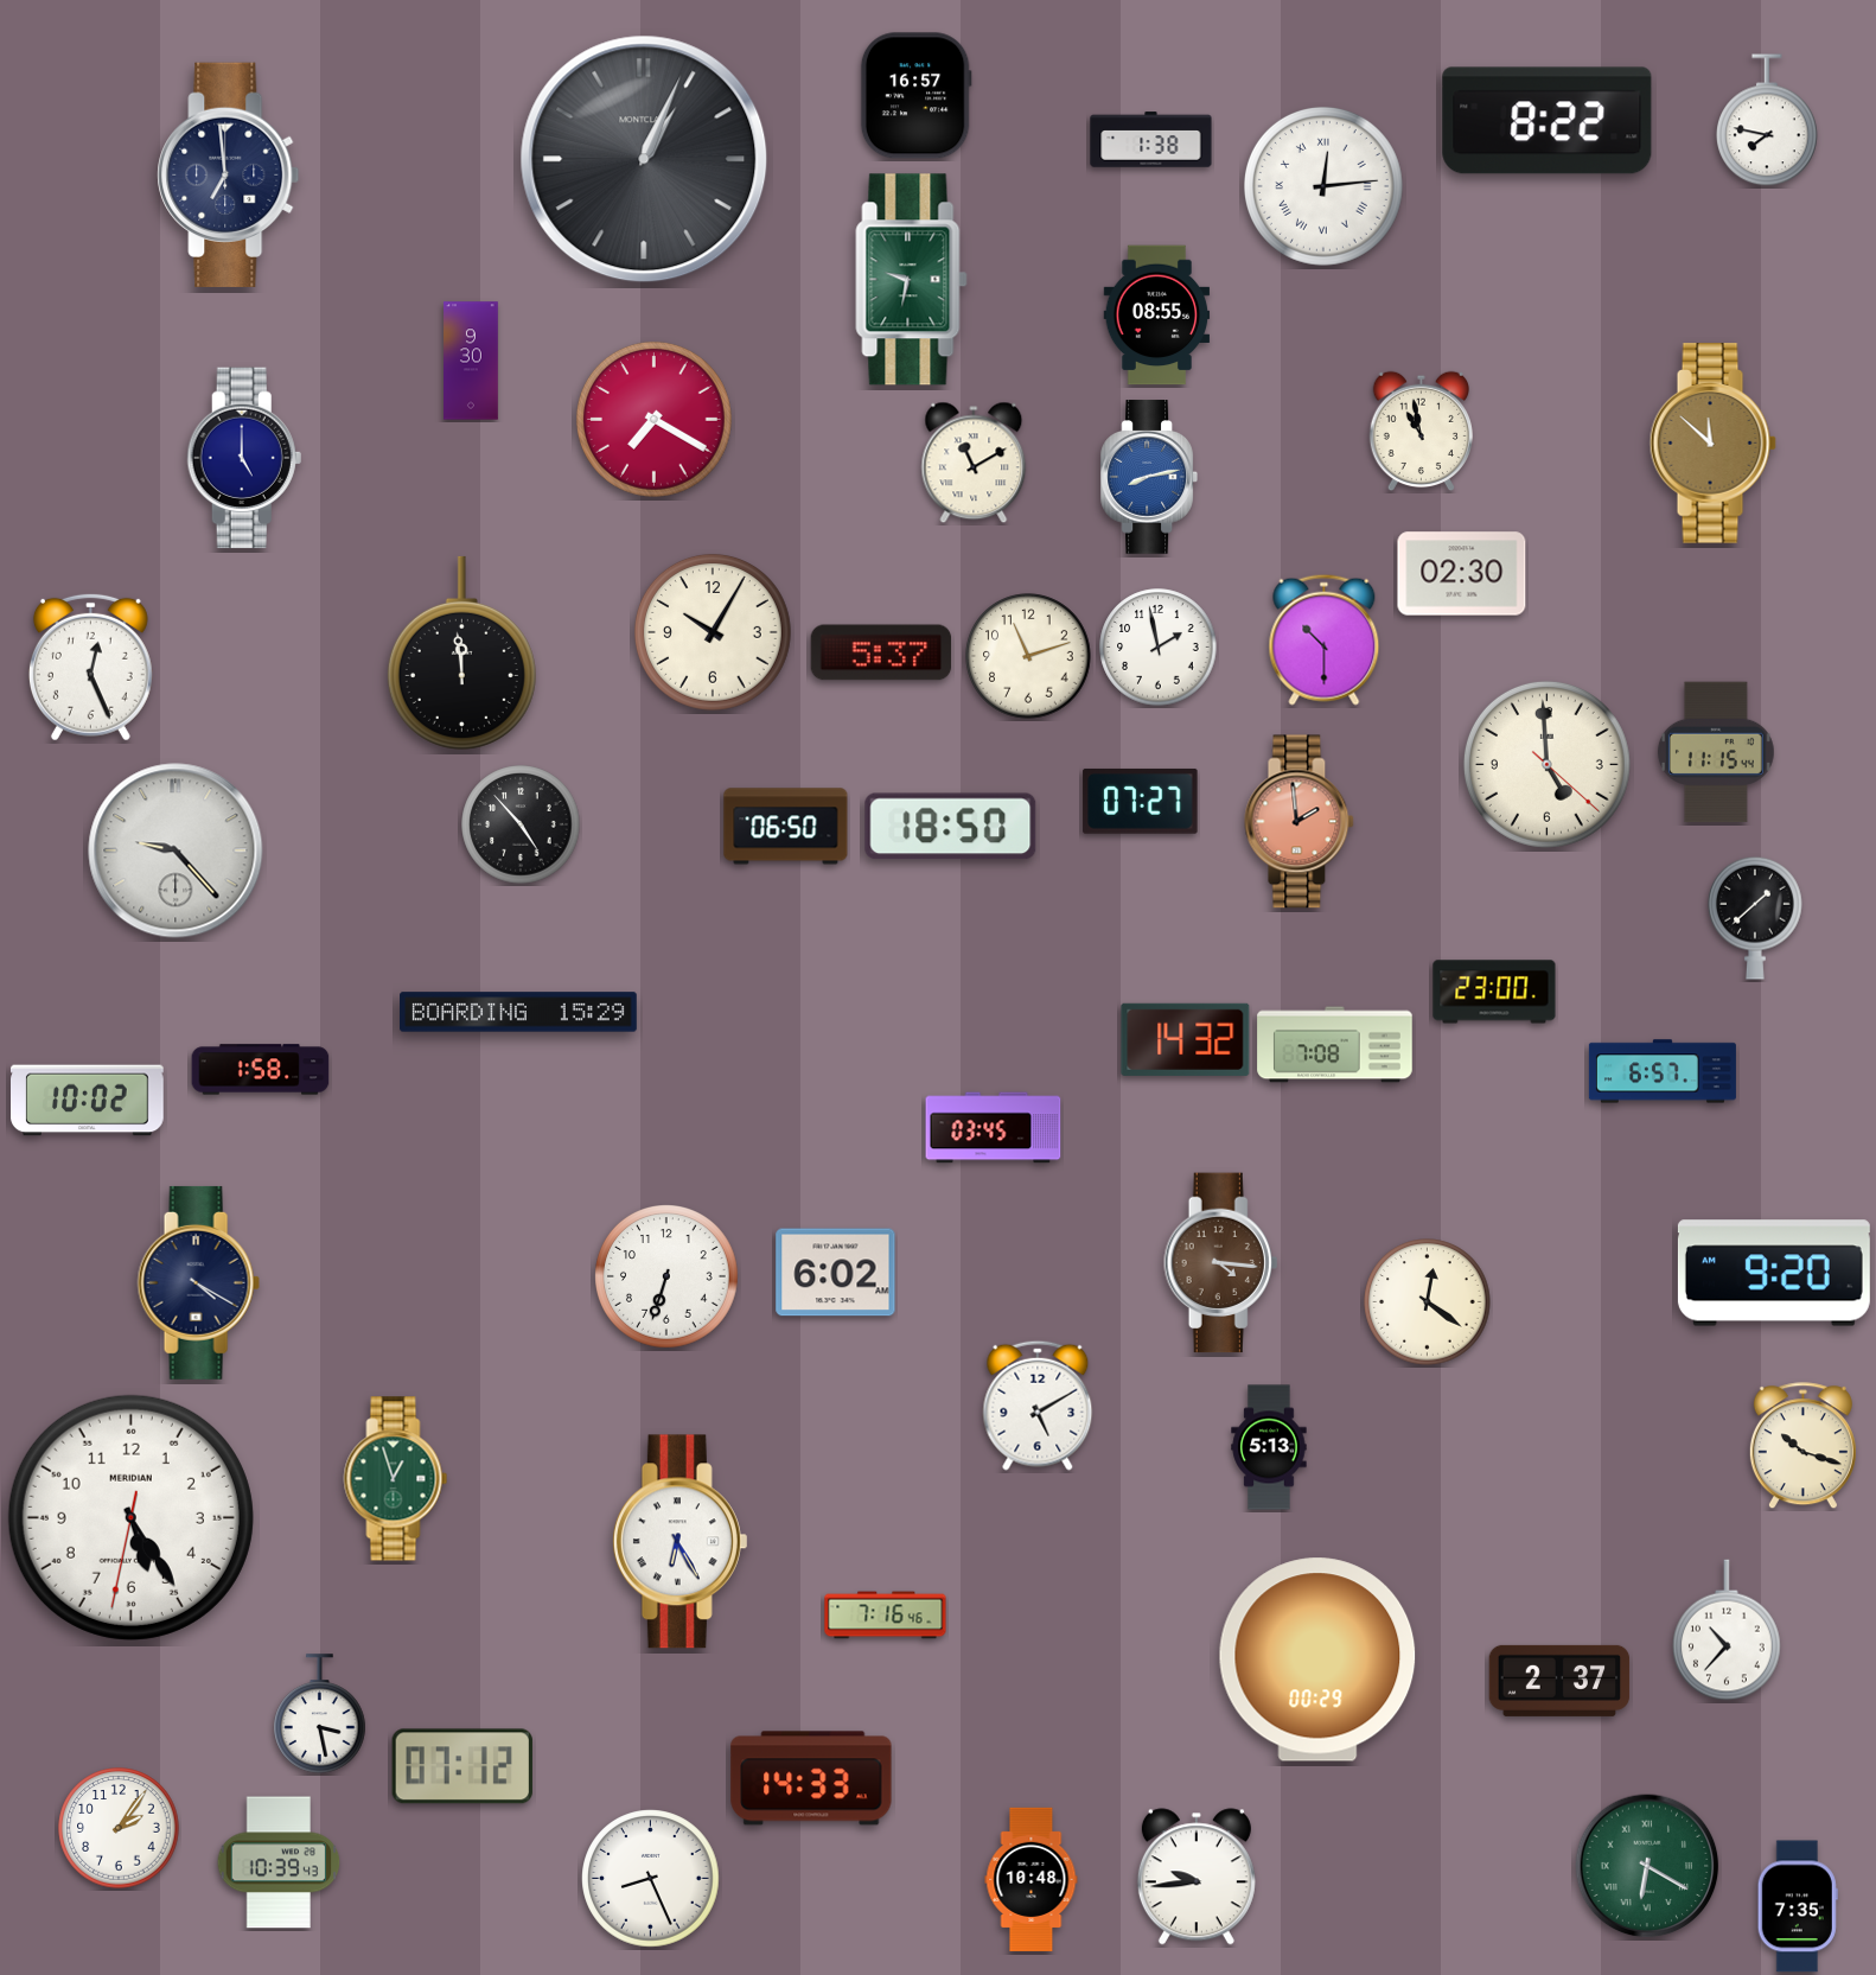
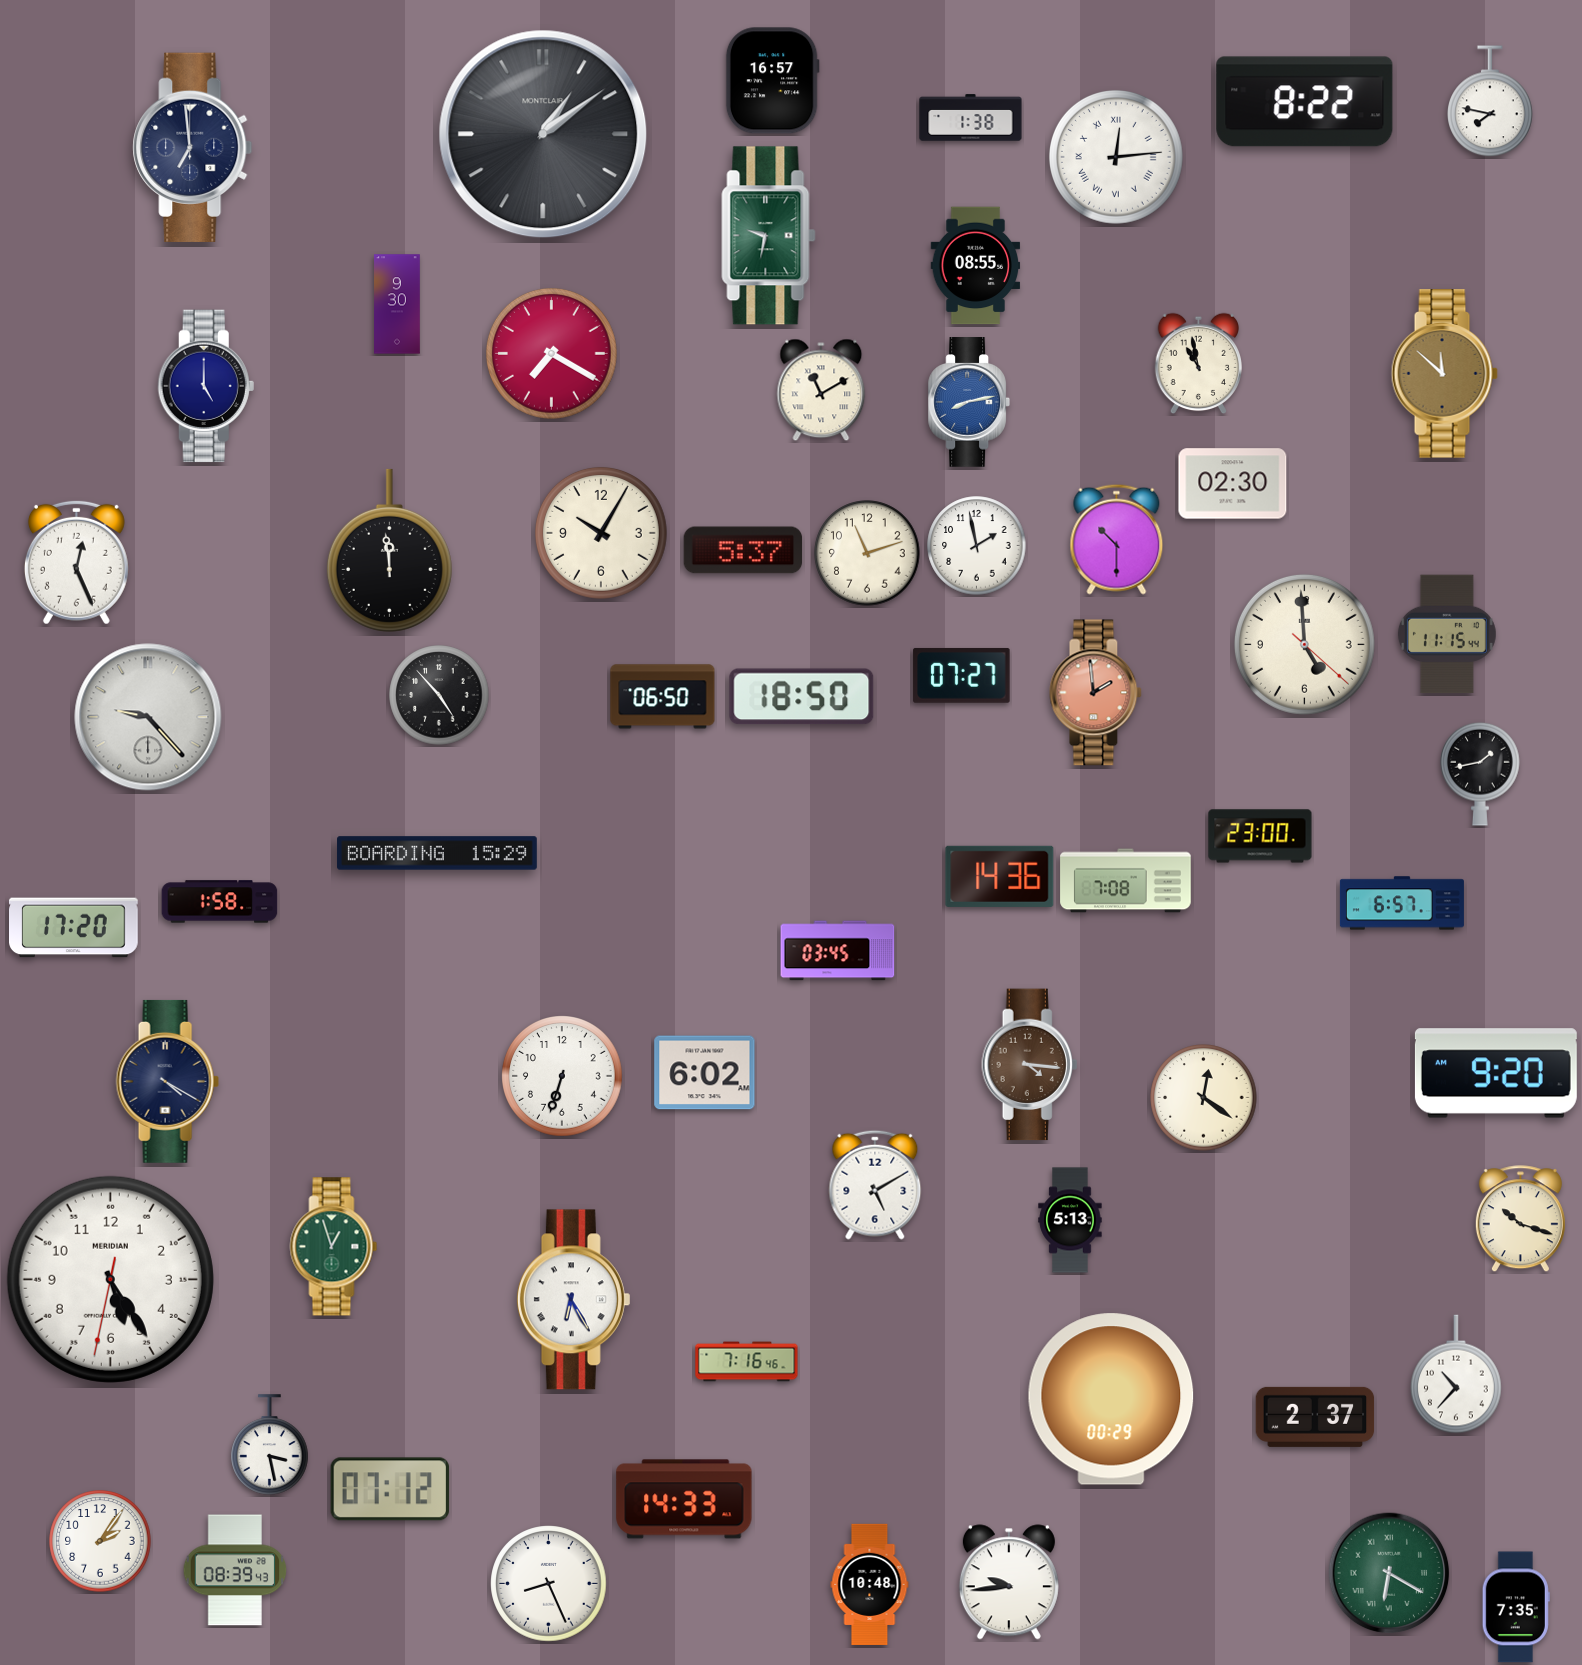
clock at (644, 159): 1:04 -> 1:09
clock at (1755, 918): 1:38 -> 1:43
clock at (1186, 1039): 14:32 -> 14:36
clock at (88, 1101): 10:02 -> 17:20
clock at (279, 1862): 10:39 -> 08:39
